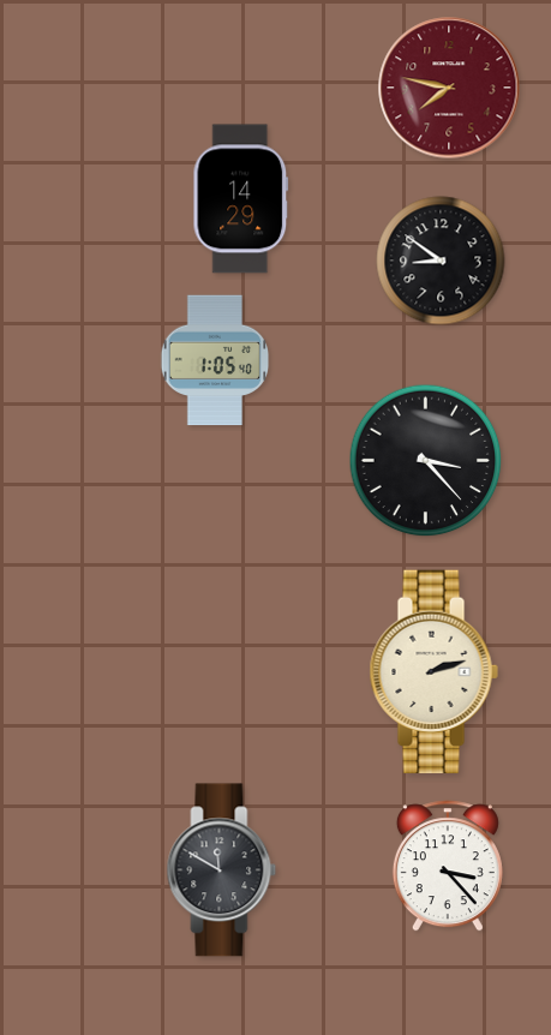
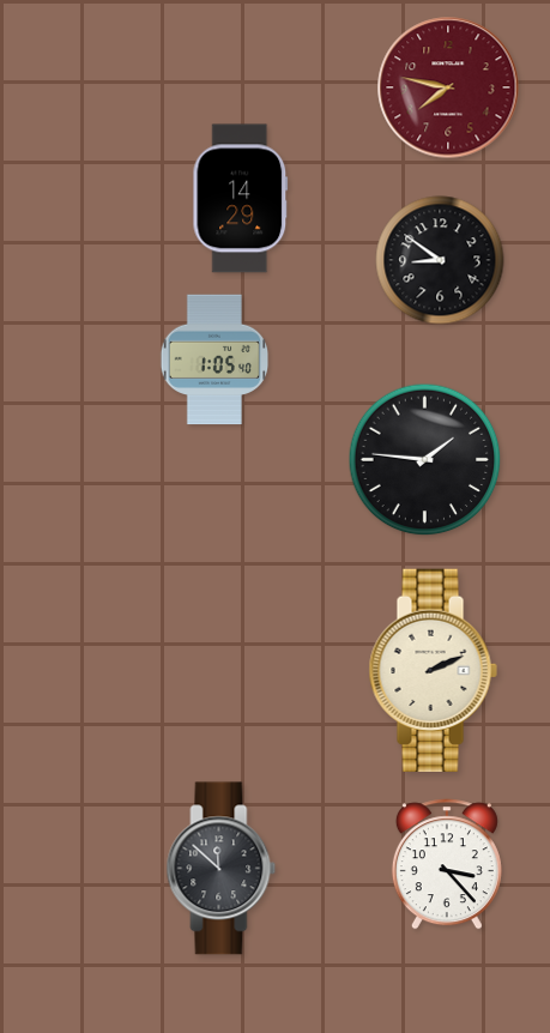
clock at (426, 461): 3:23 -> 1:46
clock at (433, 671): 2:12 -> 2:11
clock at (222, 871): 11:50 -> 11:52
